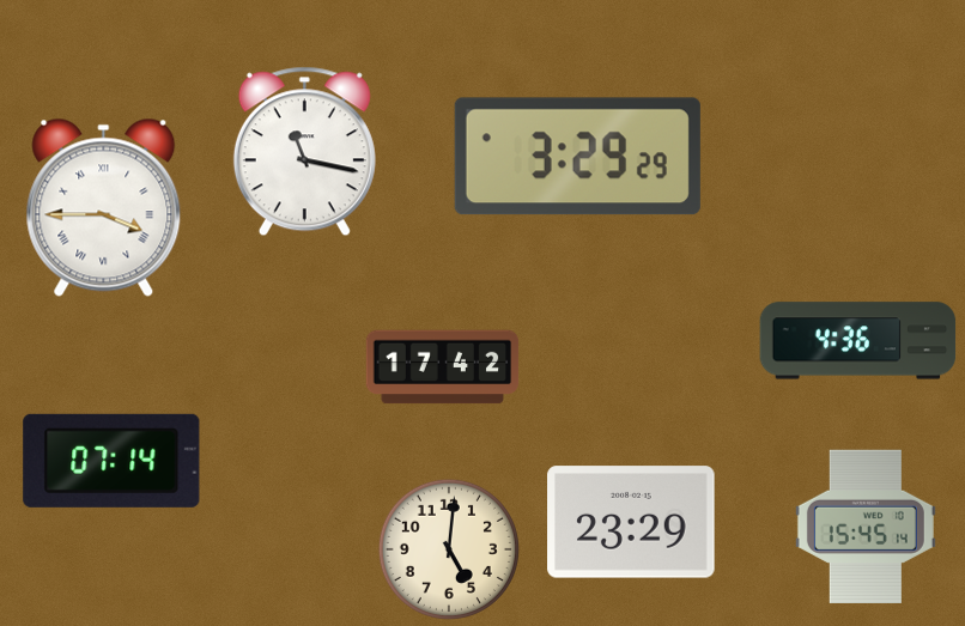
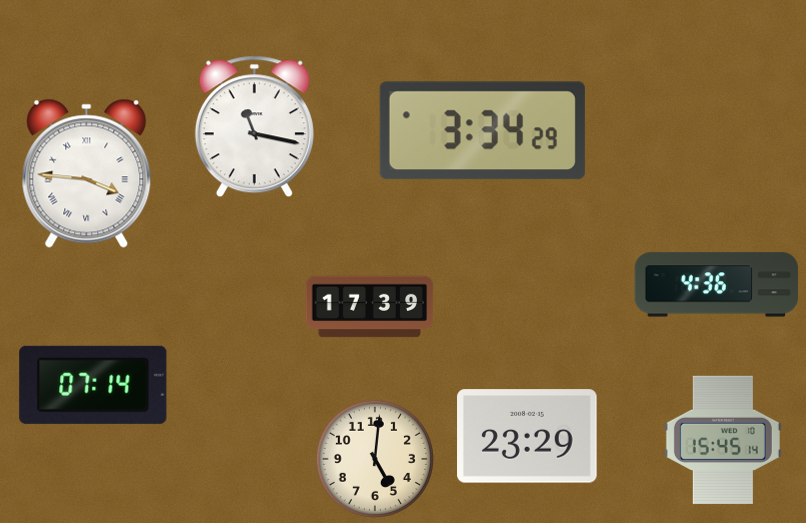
clock at (577, 157): 3:29 -> 3:34
clock at (104, 207): 3:45 -> 3:46
clock at (443, 367): 17:42 -> 17:39
